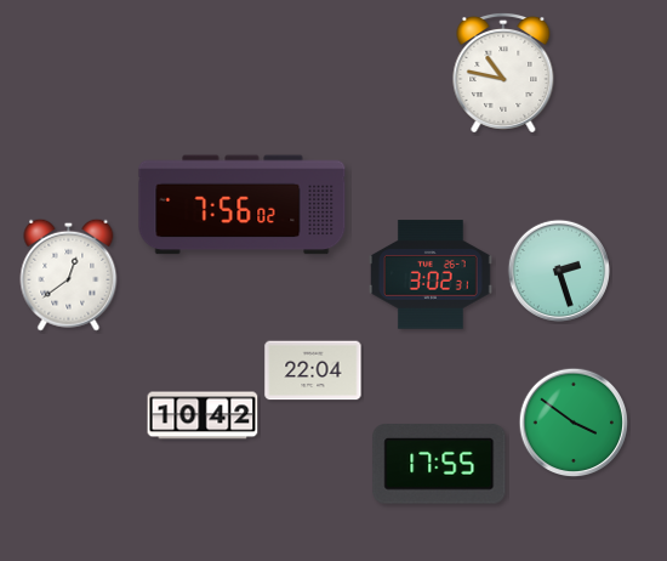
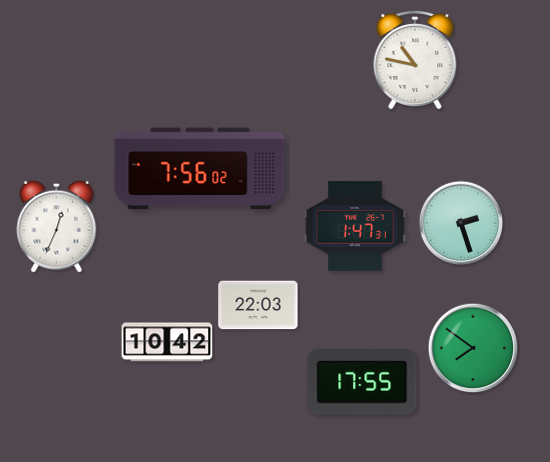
clock at (69, 274): 12:39 -> 12:34
clock at (431, 274): 3:02 -> 1:47
clock at (313, 370): 22:04 -> 22:03
clock at (574, 423): 3:51 -> 7:51
